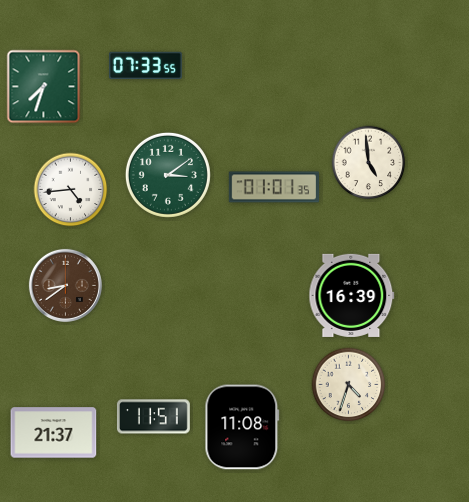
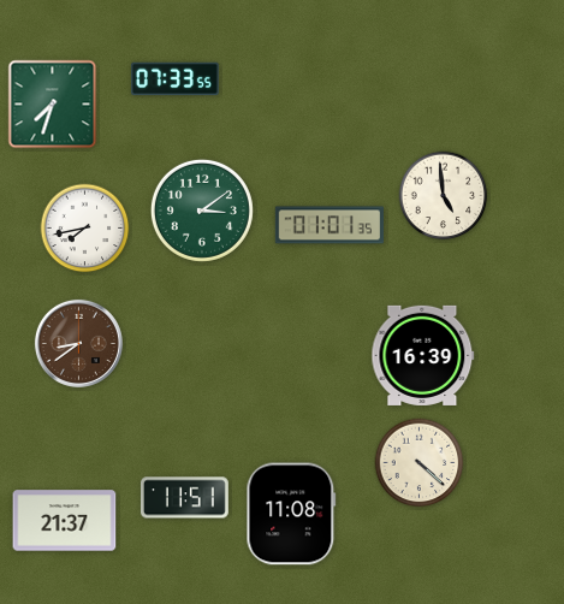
clock at (71, 190): 4:44 -> 7:43
clock at (349, 385): 4:33 -> 4:22
clock at (153, 417) position: (153, 417) -> (184, 498)
